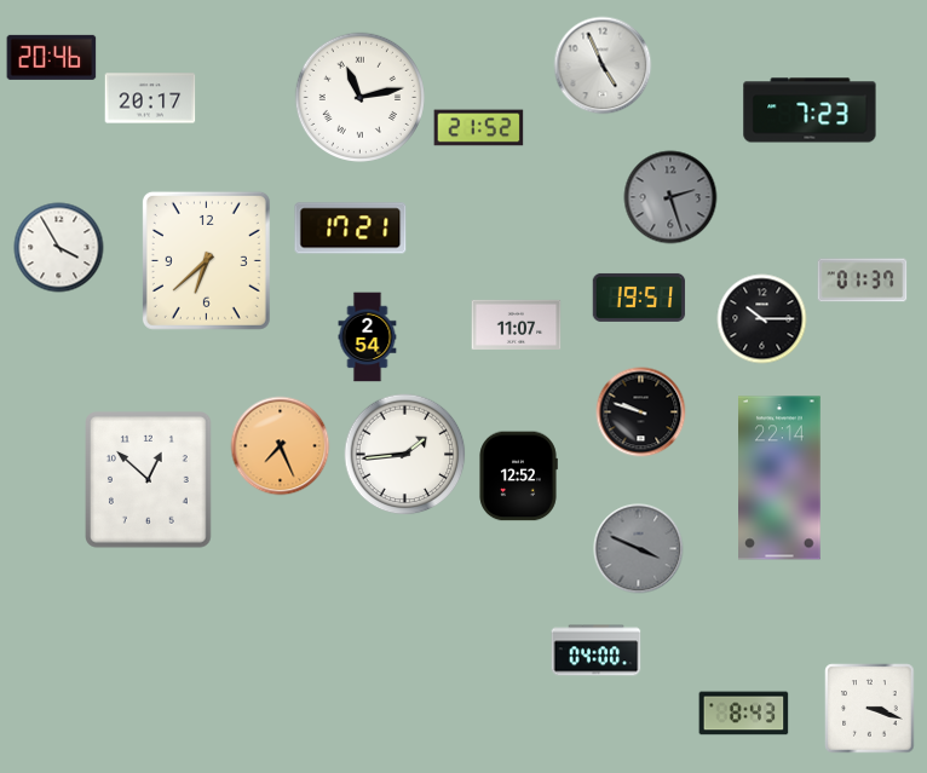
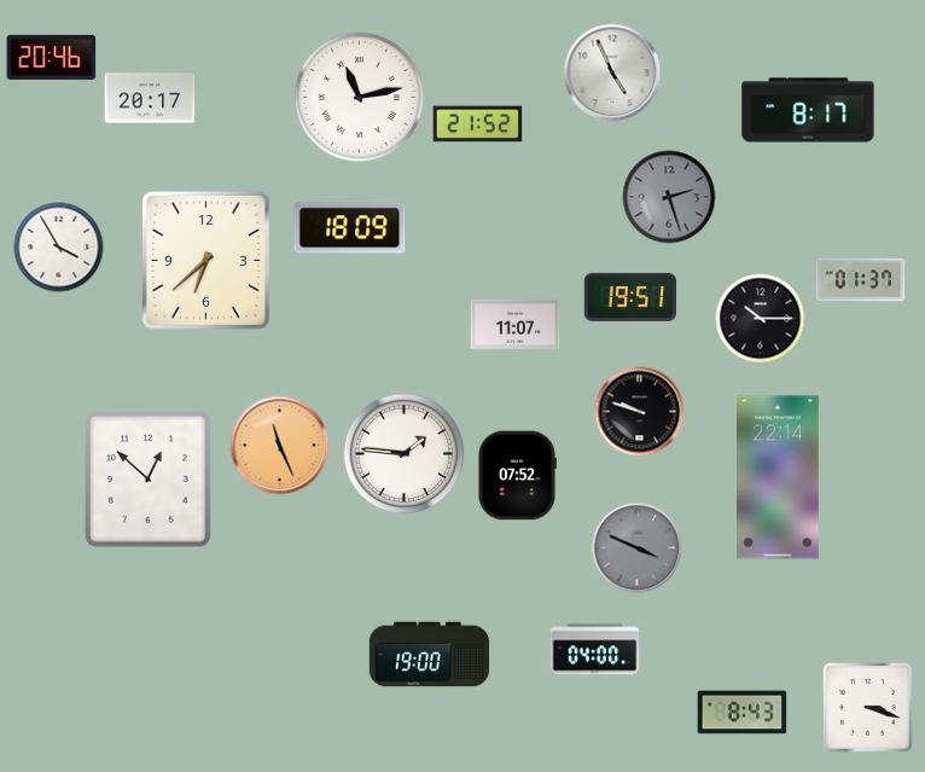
clock at (603, 65) position: (603, 65) -> (612, 72)
clock at (810, 110): 7:23 -> 8:17
clock at (479, 128) position: (479, 128) -> (478, 124)
clock at (351, 229): 17:21 -> 18:09
clock at (639, 298) position: (639, 298) -> (630, 297)
clock at (368, 338): 2:54 -> none
clock at (281, 446): 7:26 -> 11:26
clock at (405, 455): 1:44 -> 1:46
clock at (518, 477): 12:52 -> 07:52
clock at (430, 655): none -> 19:00
